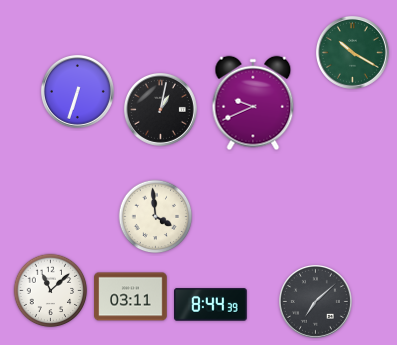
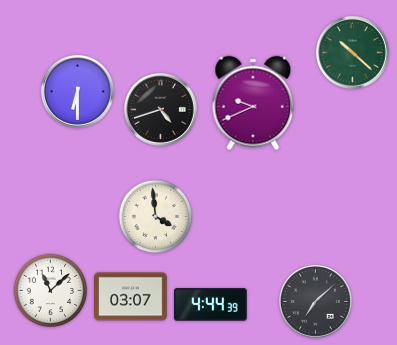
clock at (352, 52): 10:20 -> 10:22
clock at (77, 91): 6:33 -> 6:30
clock at (160, 109): 1:02 -> 4:42
clock at (131, 297): 03:11 -> 03:07
clock at (211, 305): 8:44 -> 4:44
